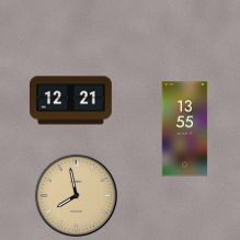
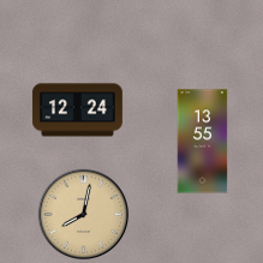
clock at (70, 101): 12:21 -> 12:24
clock at (77, 196): 7:58 -> 8:02
